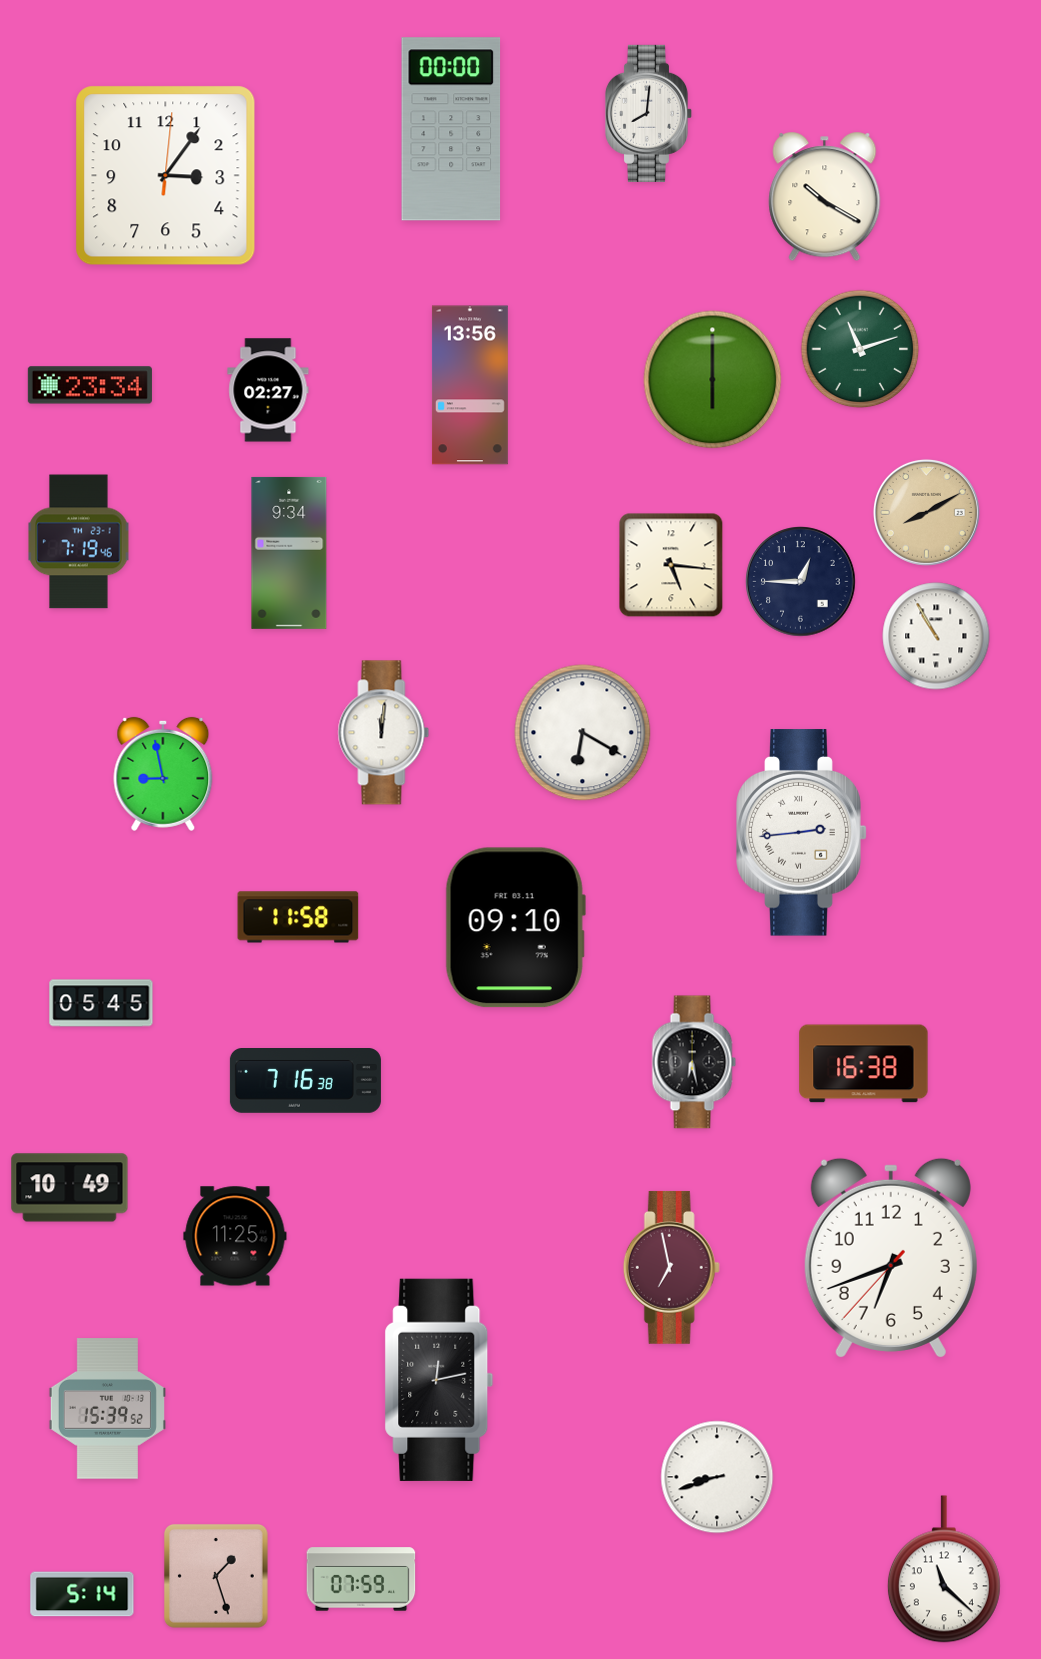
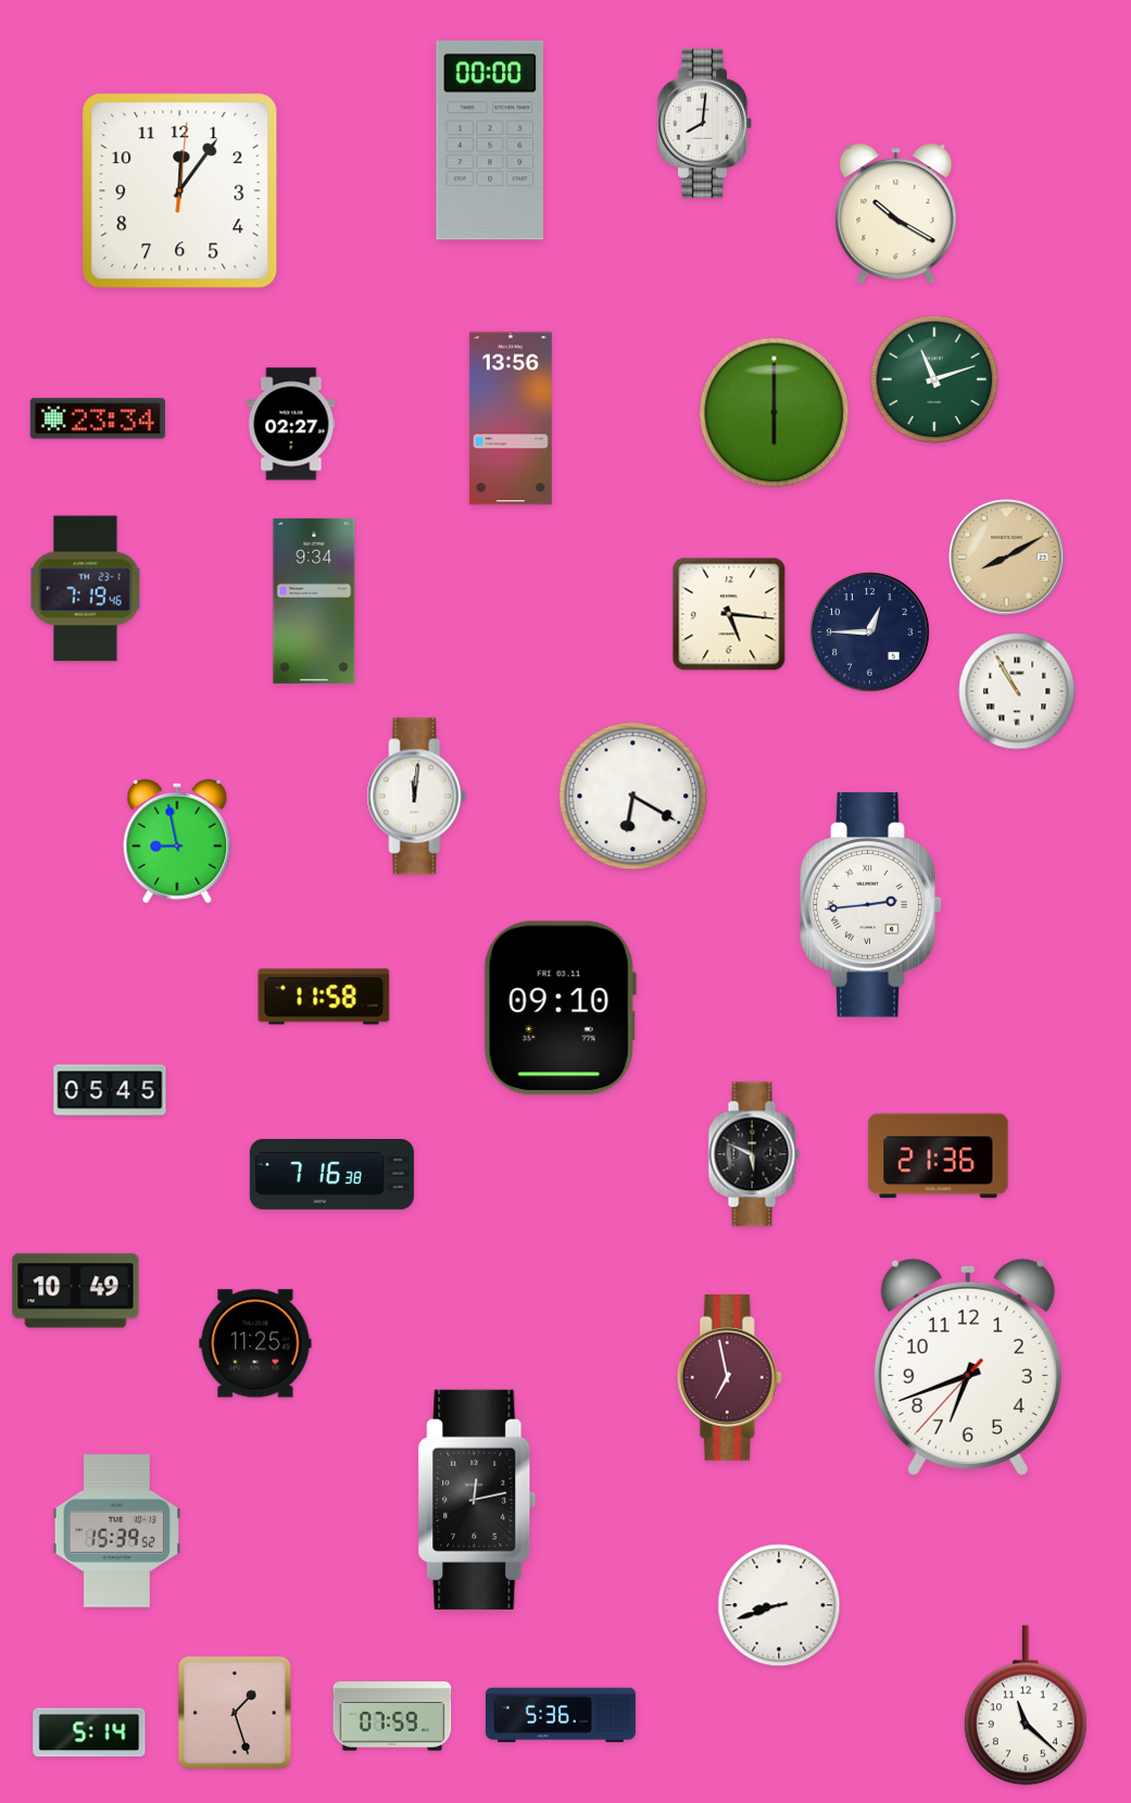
clock at (166, 176): 3:06 -> 12:06
clock at (694, 1062): 6:28 -> 5:49
clock at (864, 1064): 16:38 -> 21:36
clock at (561, 1715): none -> 5:36
